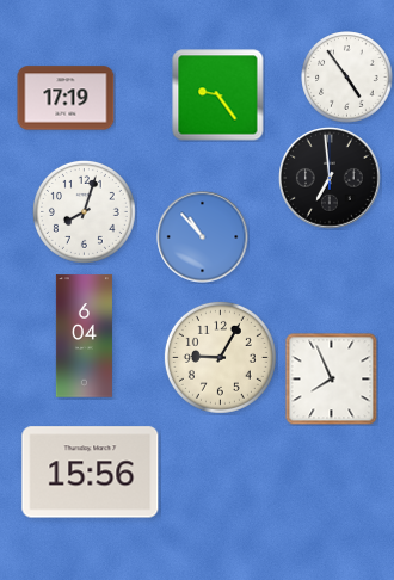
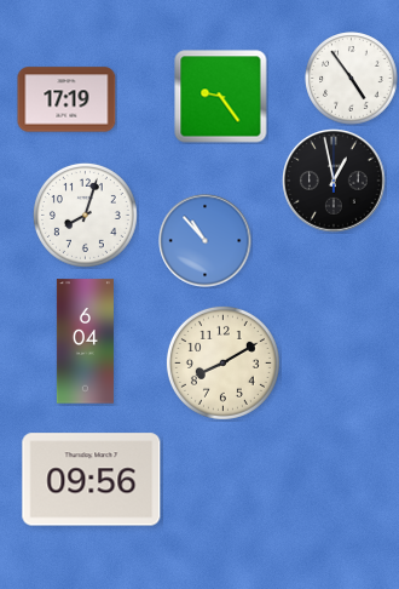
clock at (330, 178): 6:59 -> 12:58
clock at (220, 357): 9:05 -> 8:10
clock at (331, 378): 7:56 -> none
clock at (91, 473): 15:56 -> 09:56
